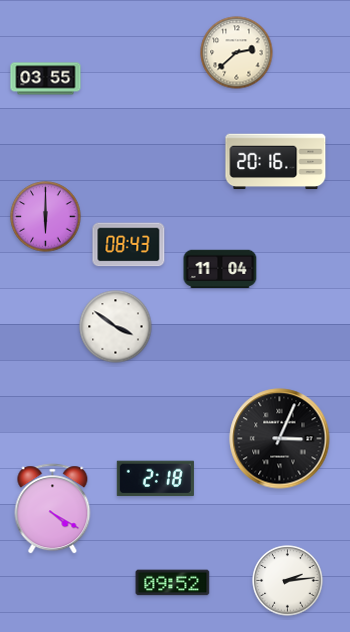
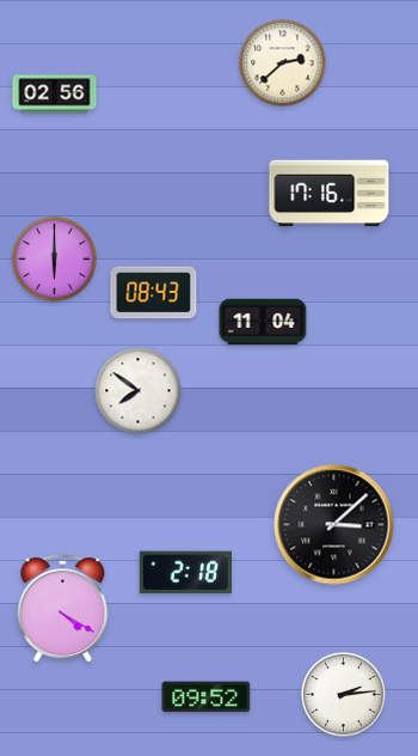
clock at (46, 79): 03:55 -> 02:56
clock at (276, 162): 20:16 -> 17:16
clock at (116, 327): 3:51 -> 7:51
clock at (280, 439): 3:04 -> 3:08
